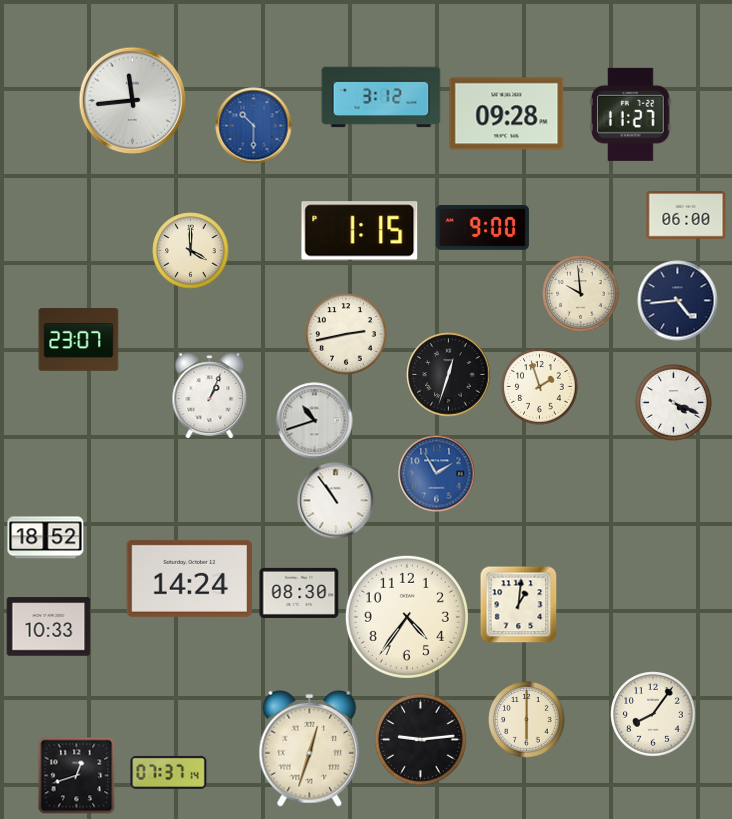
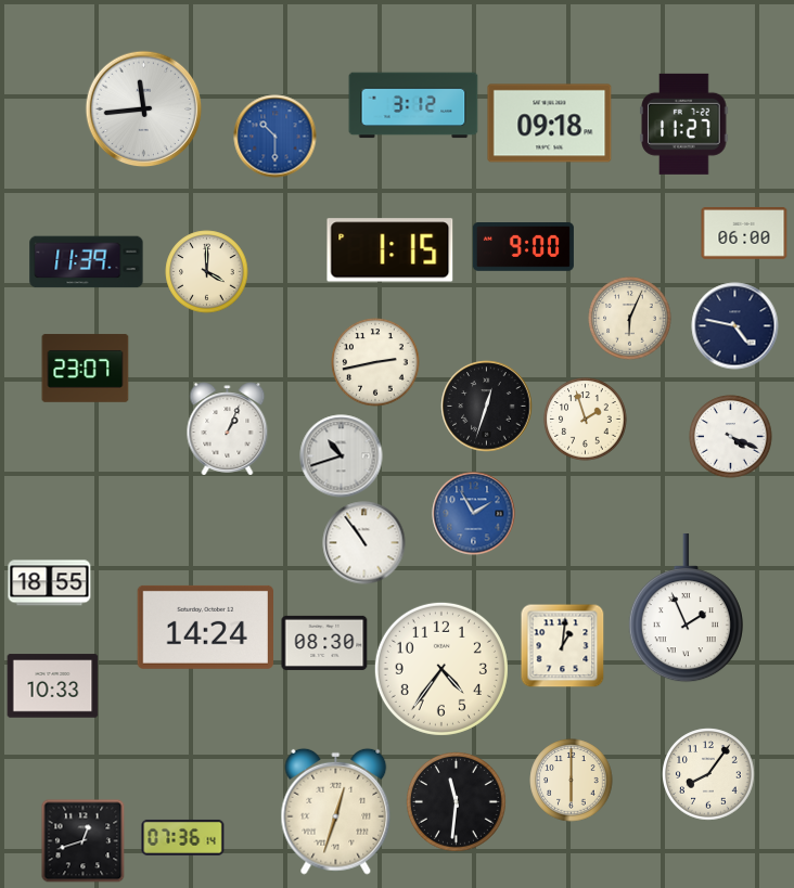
clock at (507, 114): 09:28 -> 09:18
clock at (87, 262): none -> 11:39
clock at (581, 294): 9:59 -> 6:04
clock at (678, 301): 4:44 -> 4:47
clock at (46, 538): 18:52 -> 18:55
clock at (686, 608): none -> 1:56
clock at (518, 604) position: (518, 604) -> (562, 645)
clock at (49, 627) position: (49, 627) -> (53, 686)
clock at (421, 740): 9:14 -> 11:31
clock at (169, 772): 07:37 -> 07:36
